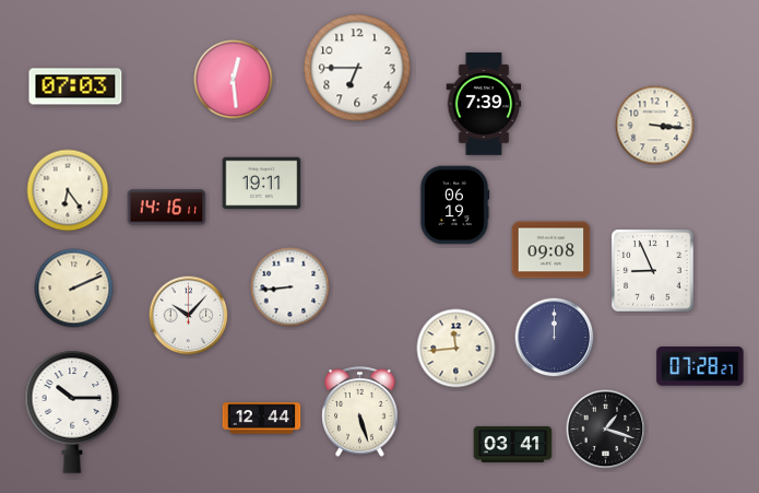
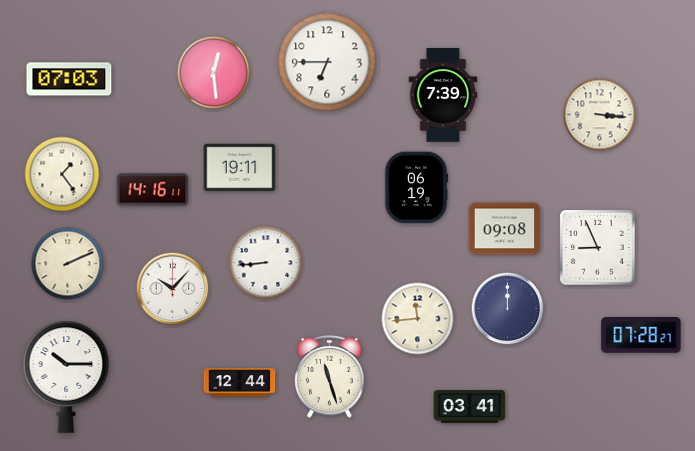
clock at (68, 190): 6:24 -> 1:24
clock at (360, 412): 5:27 -> 11:27
clock at (606, 430): 1:18 -> none
